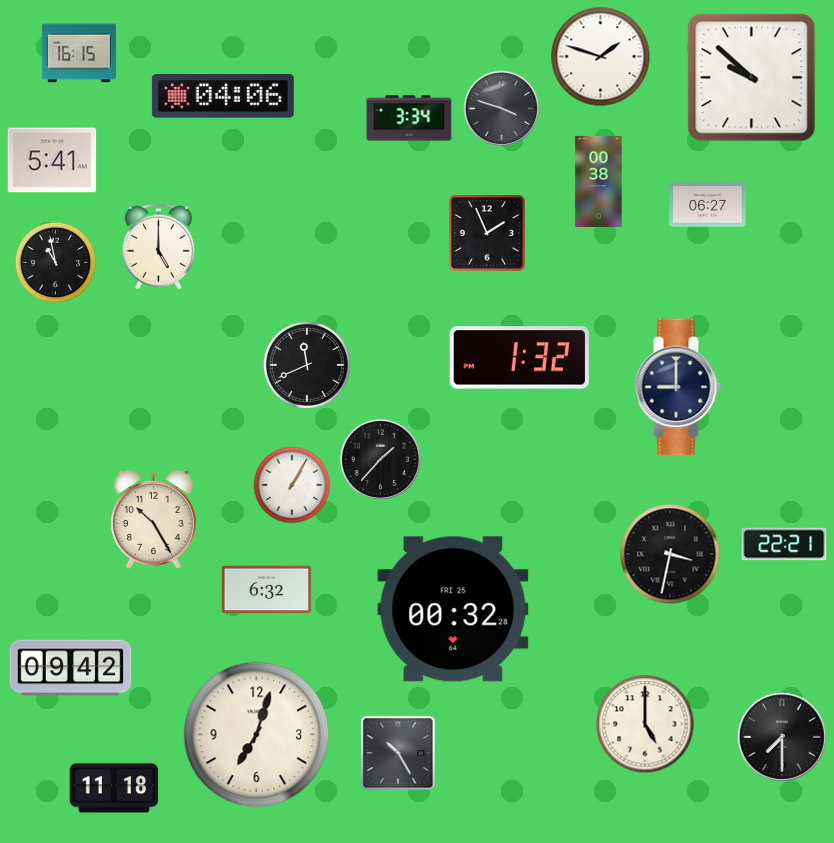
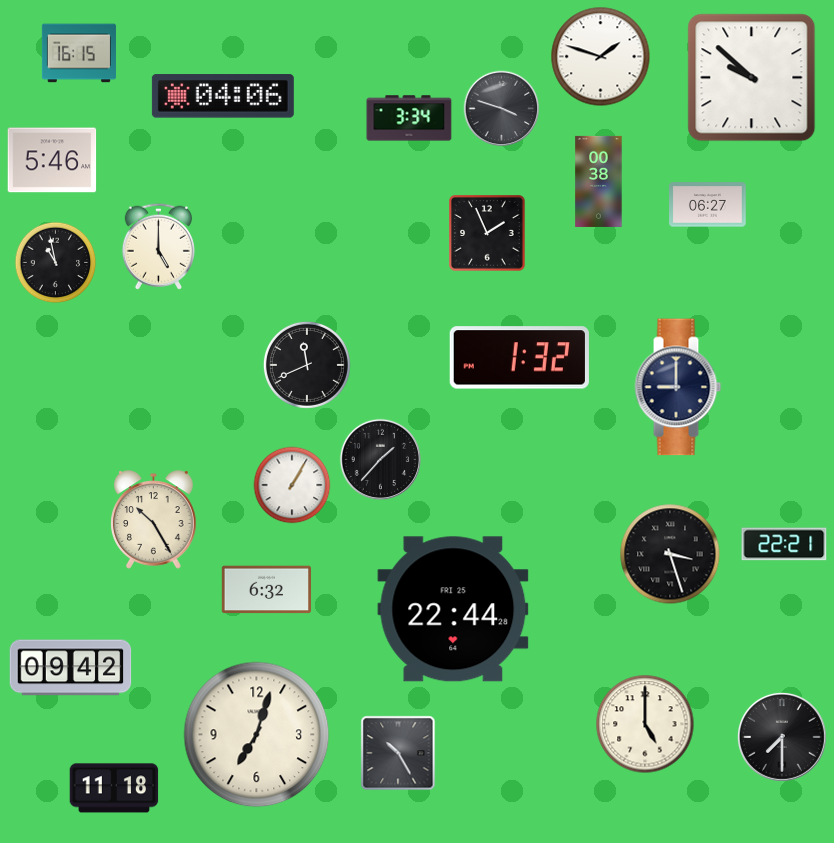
clock at (52, 160): 5:41 -> 5:46
clock at (670, 554): 3:32 -> 3:27
clock at (453, 609): 00:32 -> 22:44
